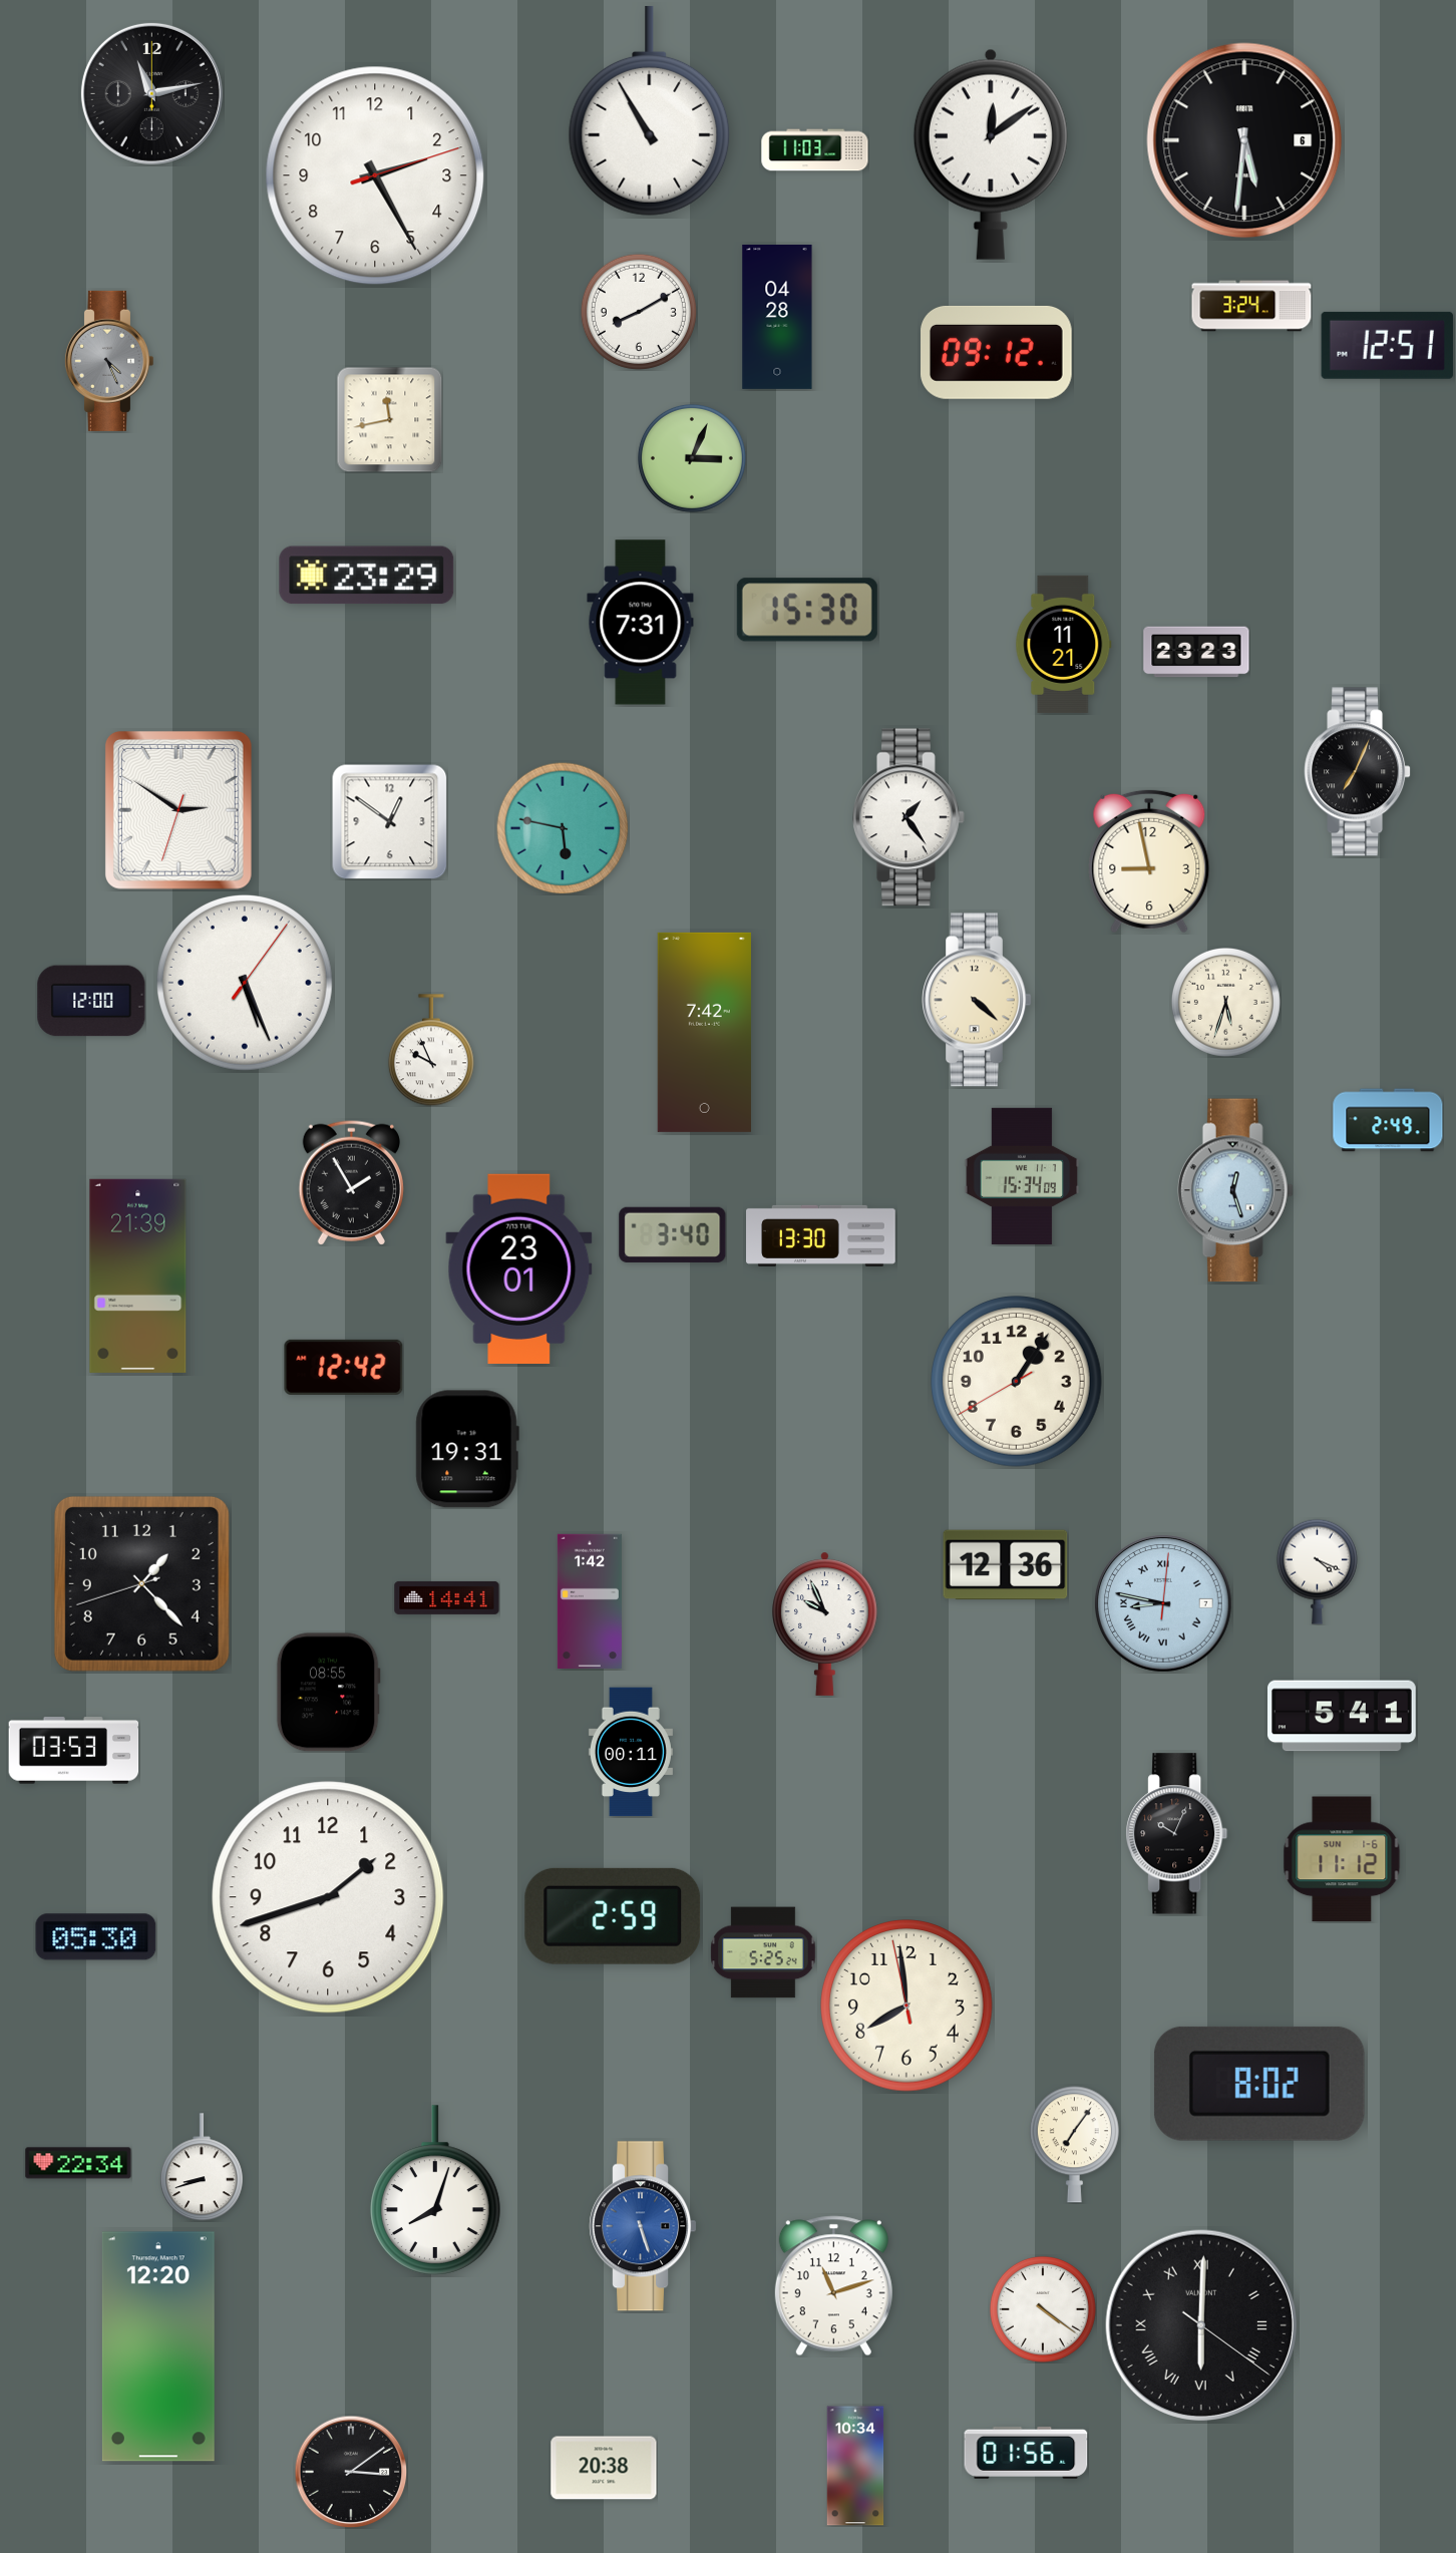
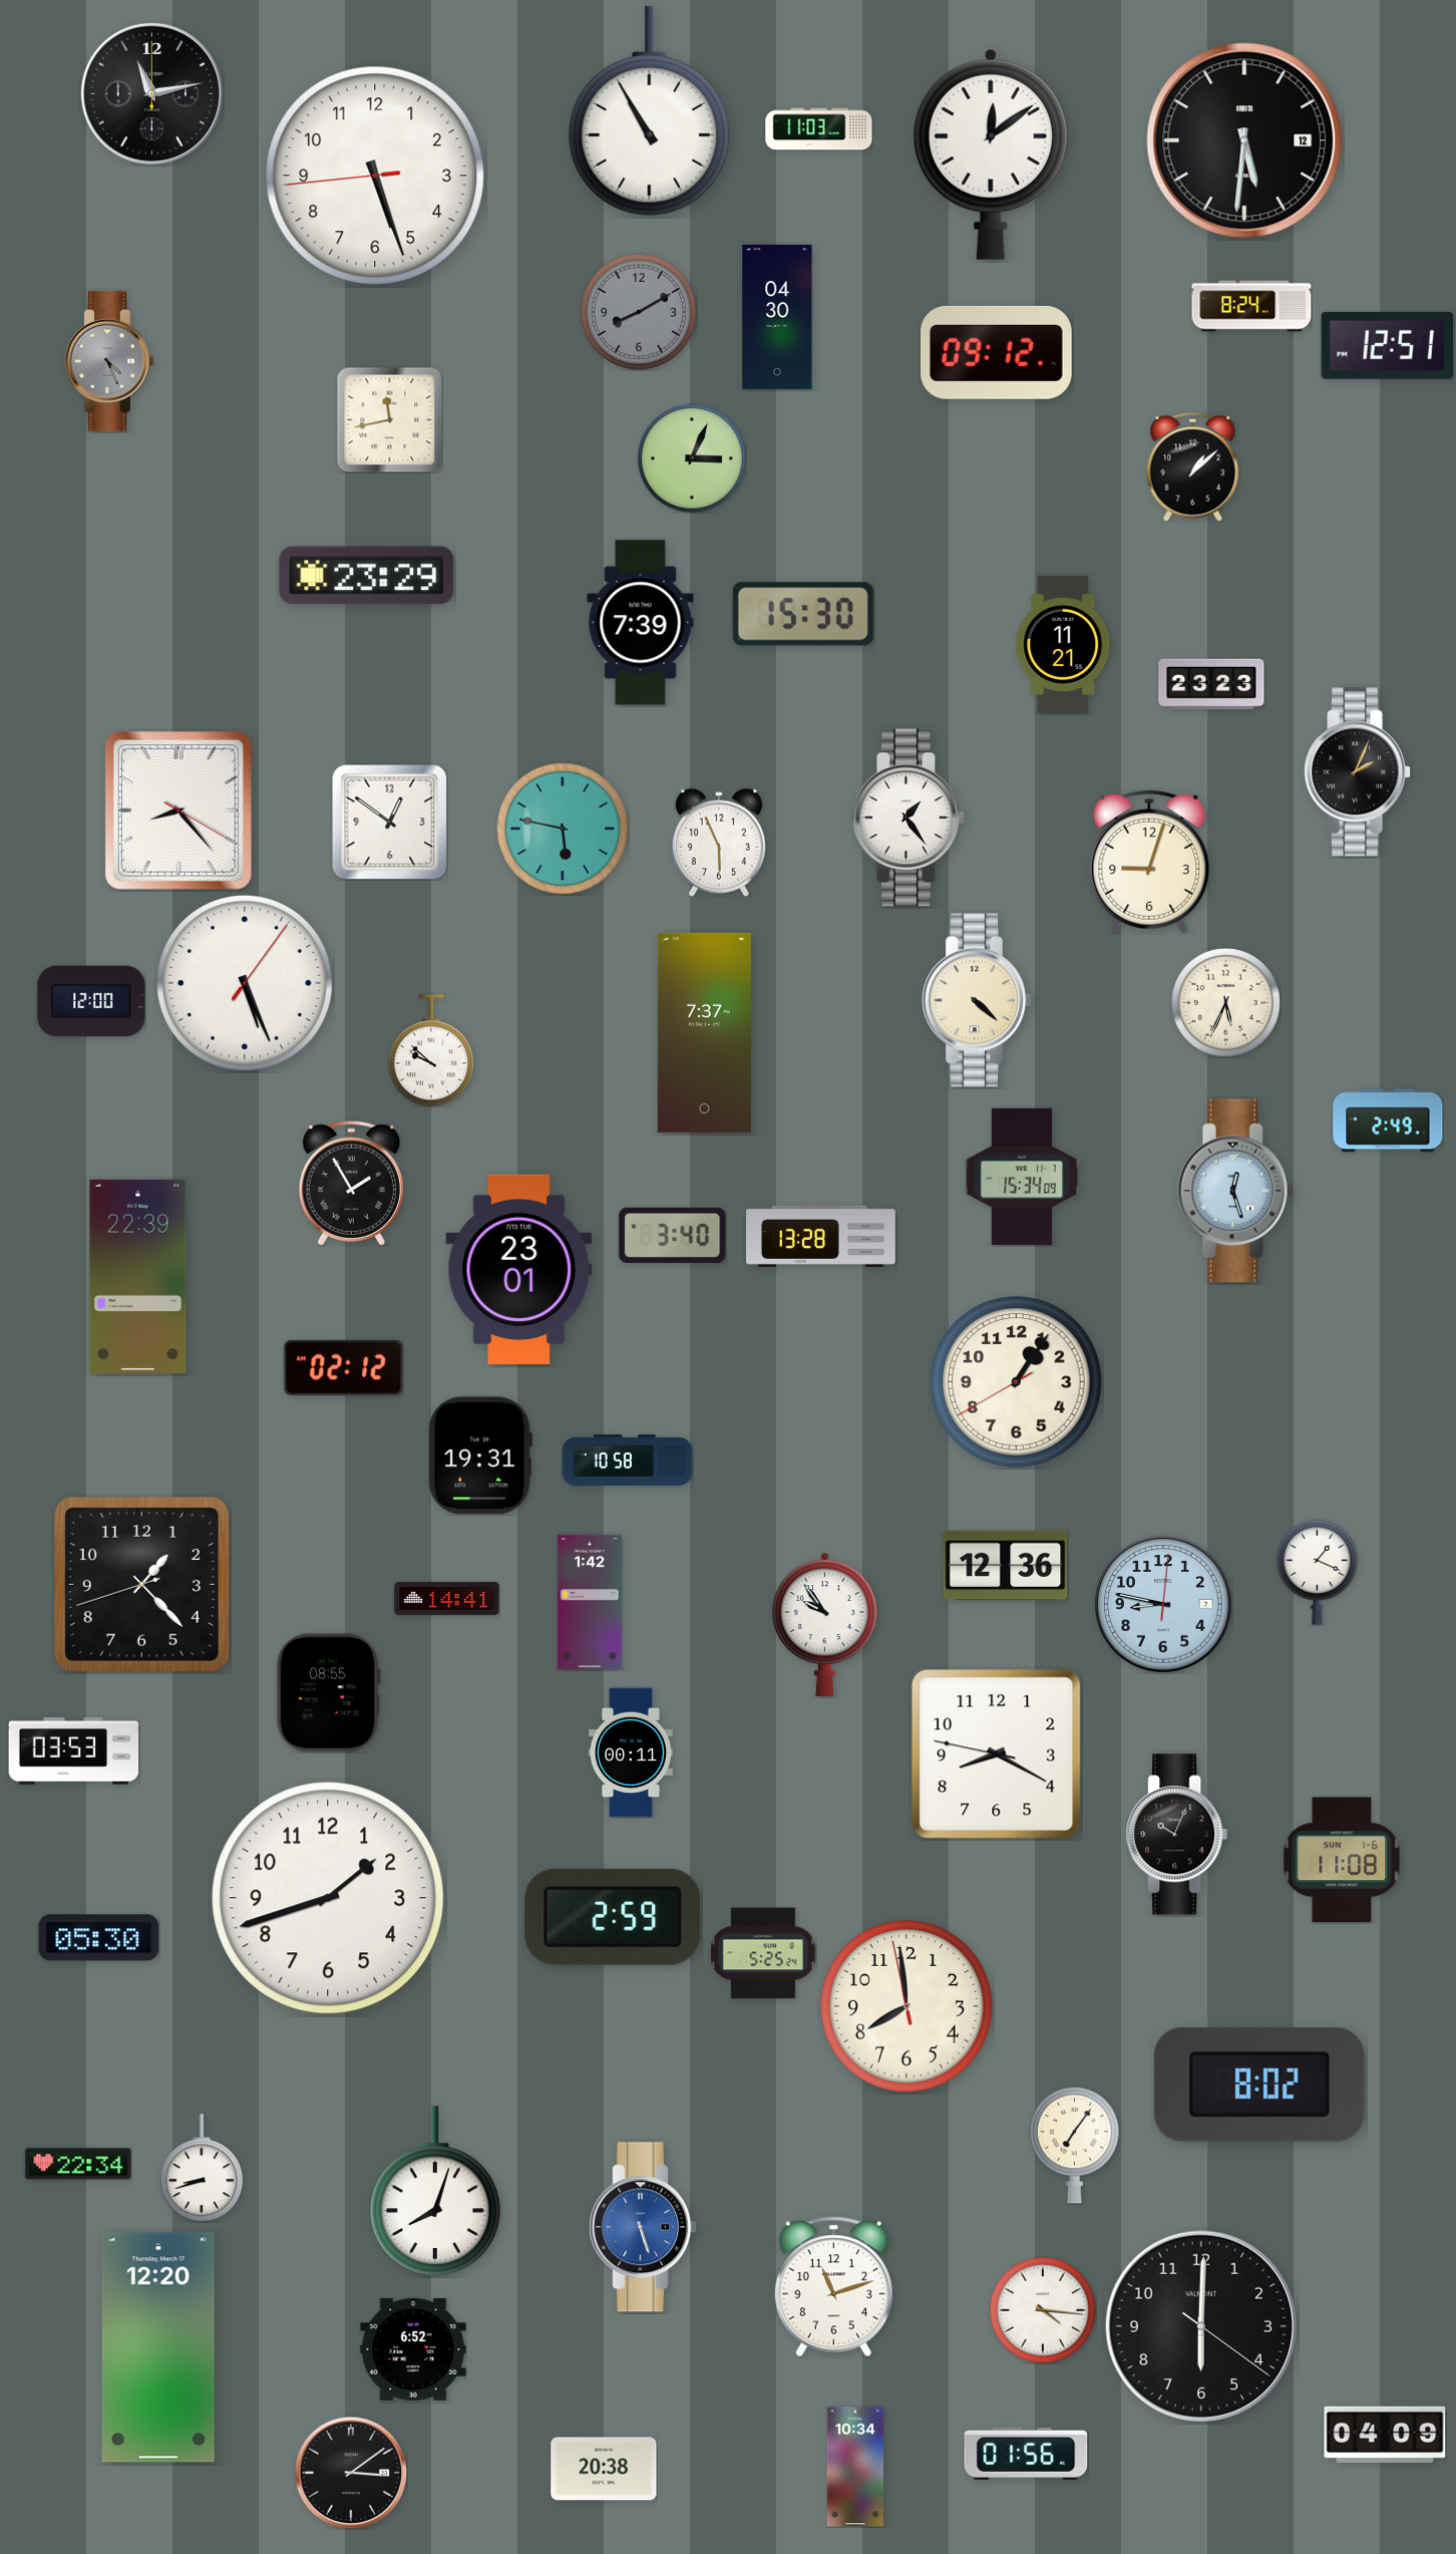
clock at (1244, 140) date: 6 -> 12
clock at (815, 150) position: (815, 150) -> (819, 129)
clock at (375, 175): 2:25 -> 5:26
clock at (1251, 306): 3:24 -> 8:24
clock at (639, 312) dial: white -> grey
clock at (777, 317): 04:28 -> 04:30
clock at (1193, 466): none -> 1:08
clock at (807, 610) position: (807, 610) -> (803, 614)
clock at (641, 623): 7:31 -> 7:39
clock at (1196, 652) position: (1196, 652) -> (1211, 684)
clock at (1358, 772): 7:04 -> 2:04
clock at (178, 811): 2:50 -> 8:23
clock at (718, 843): none -> 5:56
clock at (1149, 861): 8:58 -> 9:03
clock at (1225, 1002): 5:33 -> 5:34
clock at (704, 1032): 7:42 -> 7:37
clock at (431, 1050): 9:56 -> 9:52
clock at (821, 1235): 13:30 -> 13:28
clock at (138, 1275): 21:39 -> 22:39
clock at (344, 1367): 12:42 -> 02:12
clock at (467, 1449) position: (467, 1449) -> (480, 1456)
clock at (628, 1460): none -> 10:58
clock at (1317, 1571): 4:19 -> 1:19
clock at (1164, 1604) numerals: Roman -> Arabic
clock at (825, 1623): 9:56 -> 9:54
clock at (1343, 1716): 5:41 -> none
clock at (997, 1754): none -> 8:19
clock at (1342, 1859): 11:12 -> 11:08
clock at (96, 1937) position: (96, 1937) -> (99, 1938)
clock at (1043, 2309): 4:21 -> 4:16
clock at (1201, 2325) numerals: Roman -> Arabic
clock at (413, 2349): none -> 6:52
clock at (1385, 2435): none -> 04:09
